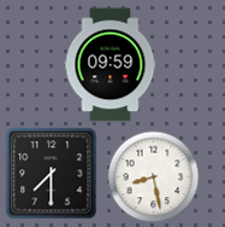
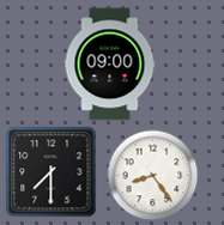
clock at (111, 65): 09:59 -> 09:00
clock at (154, 177): 8:28 -> 8:24
